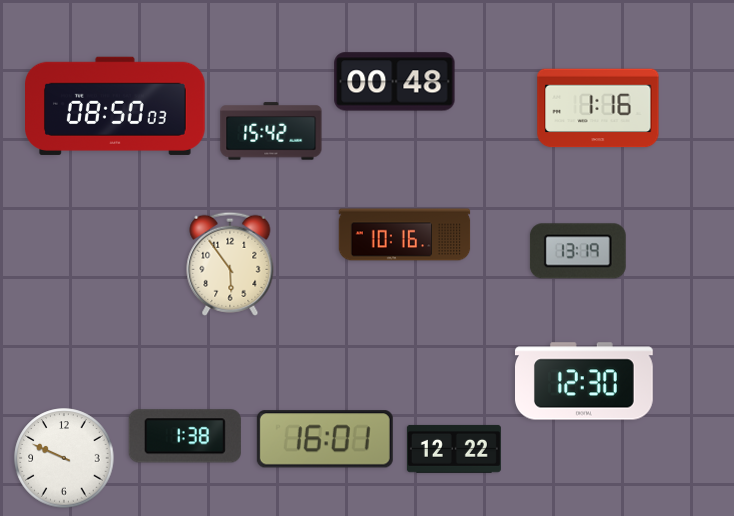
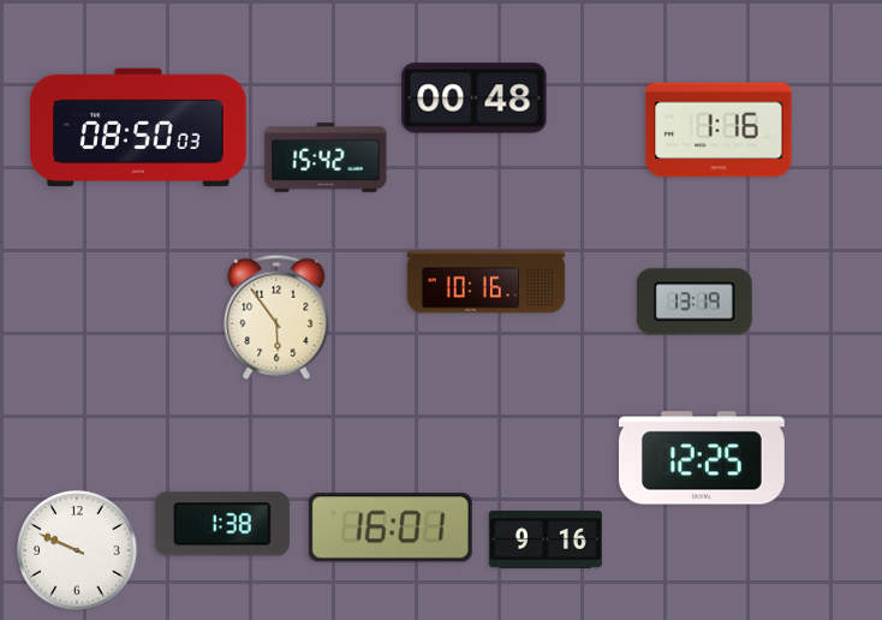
clock at (585, 381): 12:30 -> 12:25
clock at (454, 449): 12:22 -> 9:16
